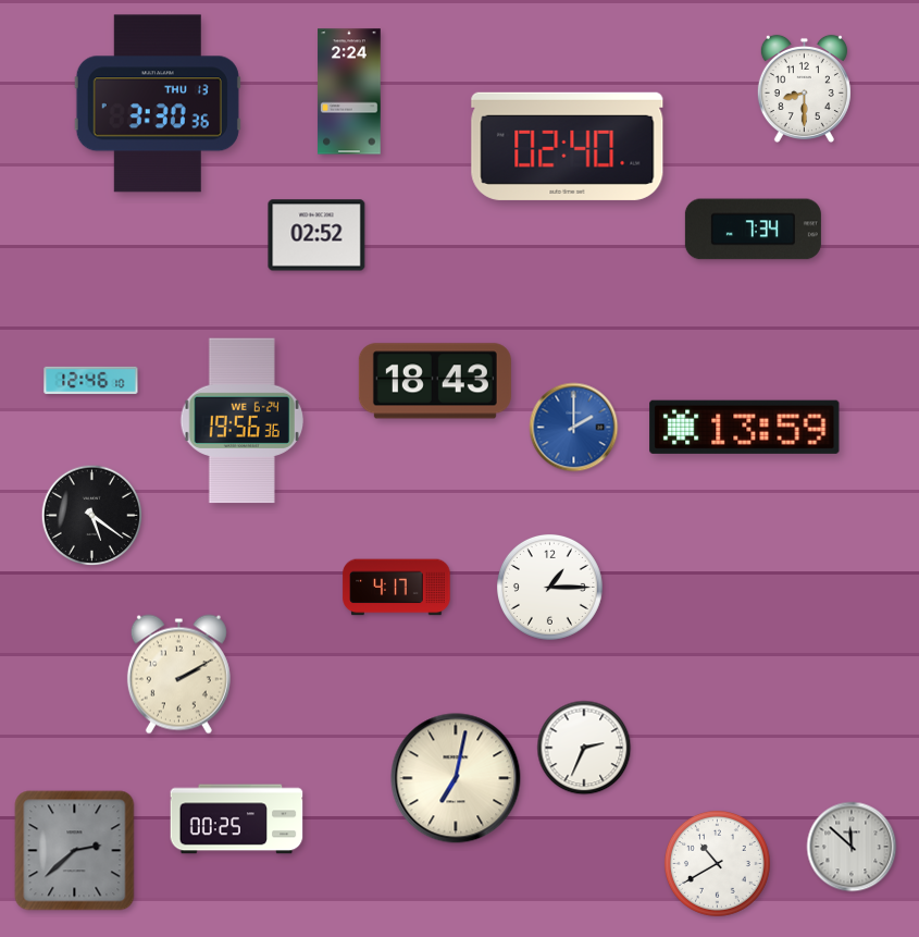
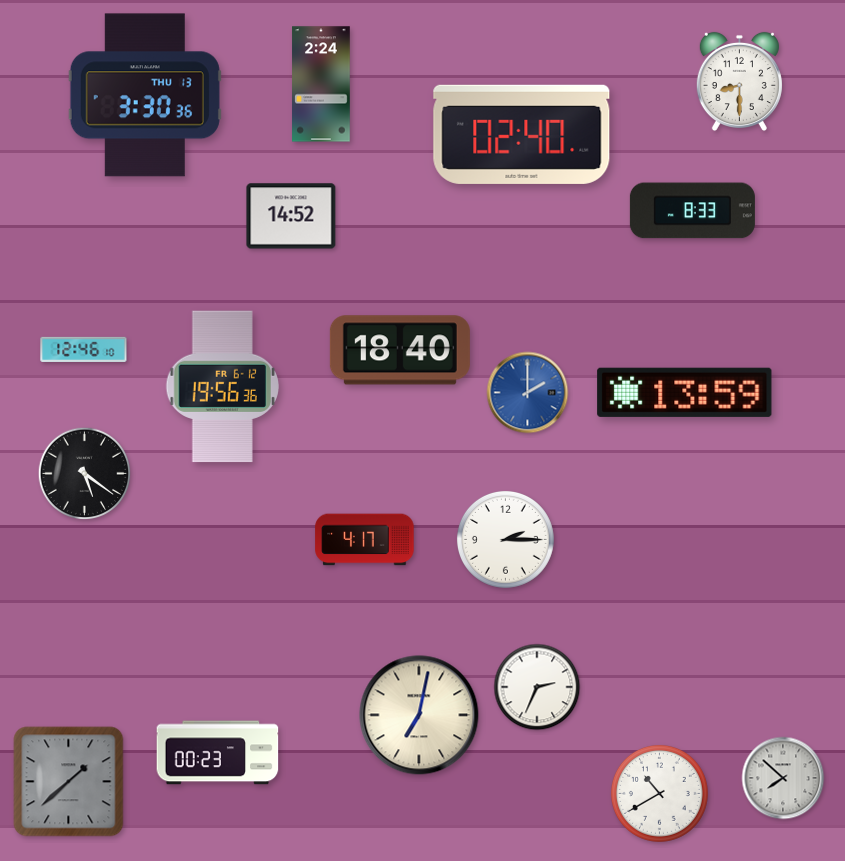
clock at (753, 230): 7:34 -> 8:33
clock at (316, 235): 02:52 -> 14:52
clock at (435, 381): 18:43 -> 18:40
clock at (241, 421) date: WE 6-24 -> FR 6-12
clock at (549, 587): 1:15 -> 2:15
clock at (178, 675): 2:10 -> none
clock at (237, 819): 00:25 -> 00:23
clock at (852, 847): 11:52 -> 7:52
clock at (75, 851): 2:38 -> 1:38
